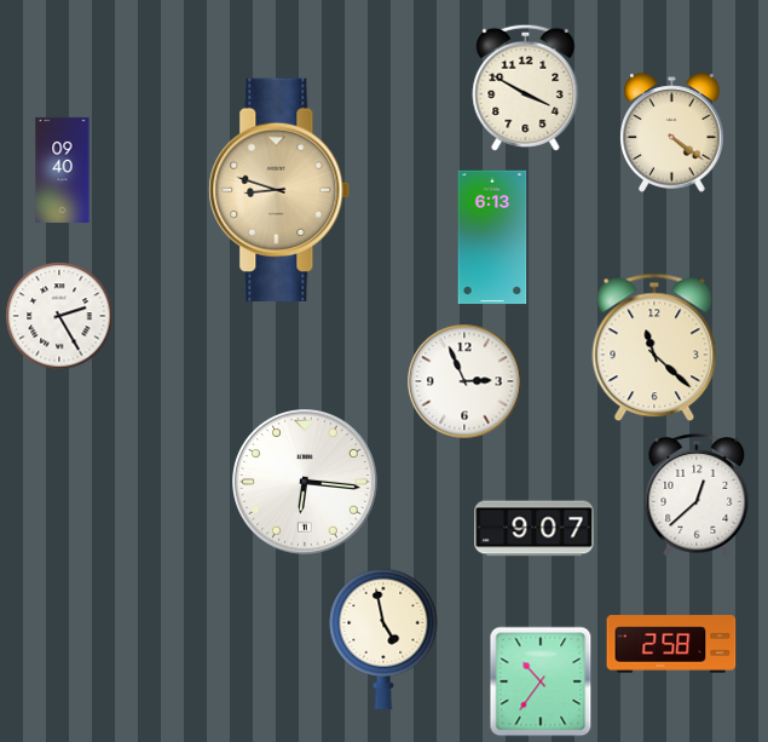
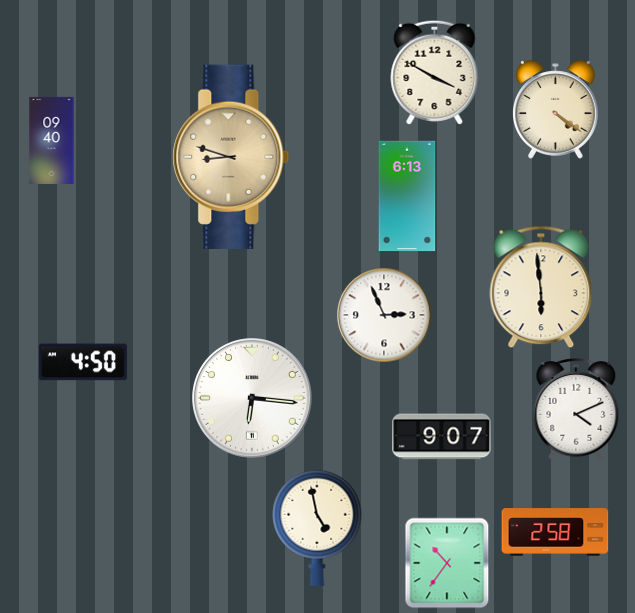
clock at (59, 316): 2:25 -> none
clock at (654, 347): 11:22 -> 5:59
clock at (83, 362): none -> 4:50
clock at (697, 496): 12:38 -> 4:11
